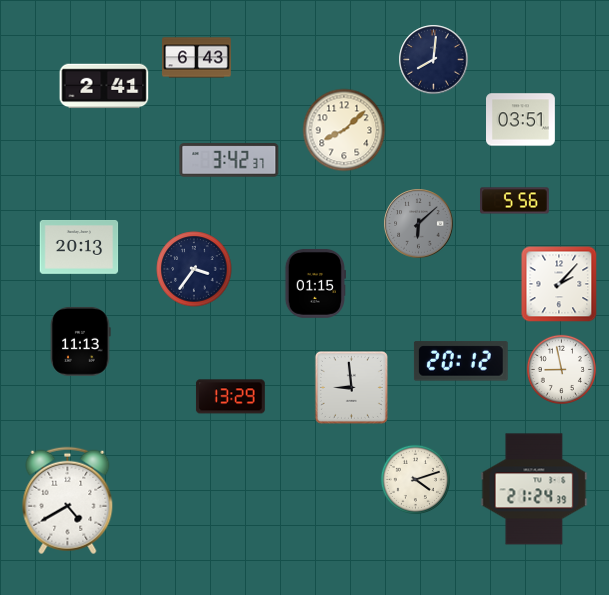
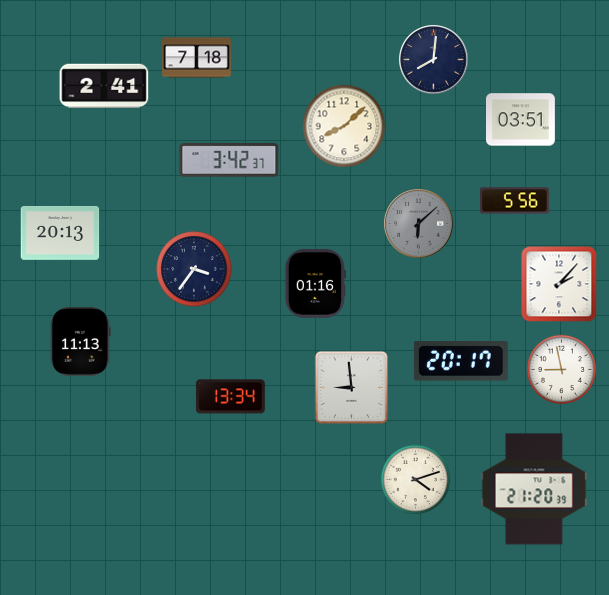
clock at (197, 58): 6:43 -> 7:18
clock at (344, 130) position: (344, 130) -> (344, 126)
clock at (79, 248) position: (79, 248) -> (60, 234)
clock at (315, 283): 01:15 -> 01:16
clock at (461, 361): 20:12 -> 20:17
clock at (230, 397): 13:29 -> 13:34
clock at (534, 489): 21:24 -> 21:20
clock at (68, 501): 4:40 -> none
